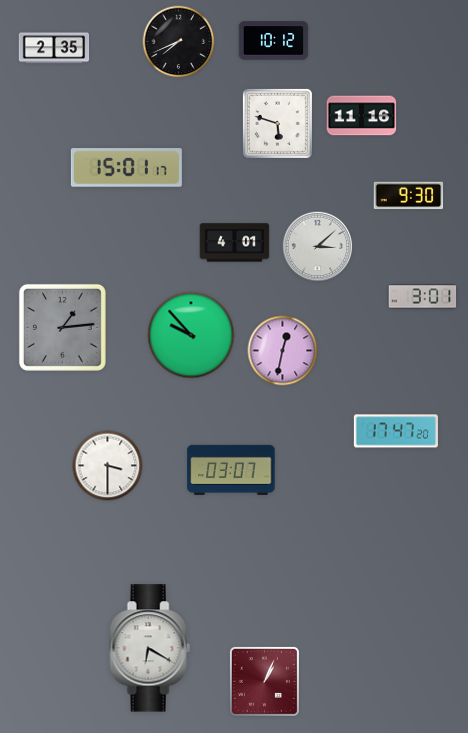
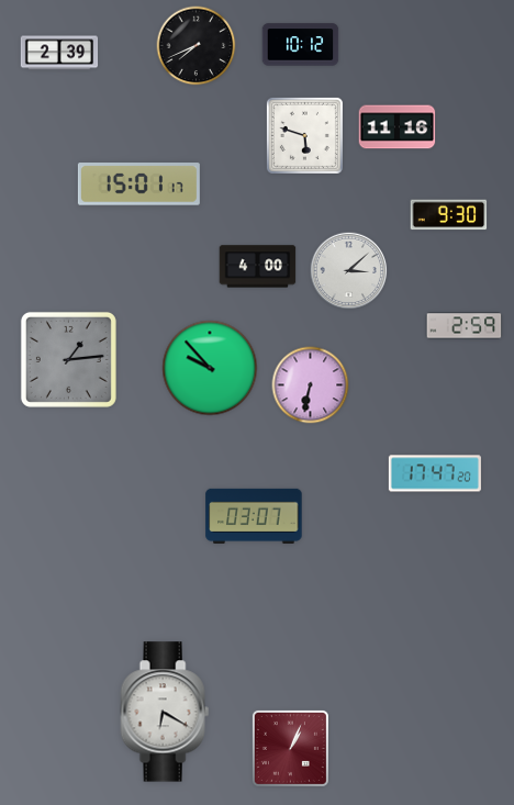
clock at (54, 48): 2:35 -> 2:39
clock at (235, 243): 4:01 -> 4:00
clock at (423, 297): 3:01 -> 2:59
clock at (283, 351): 12:32 -> 6:32
clock at (108, 466): 3:30 -> none
